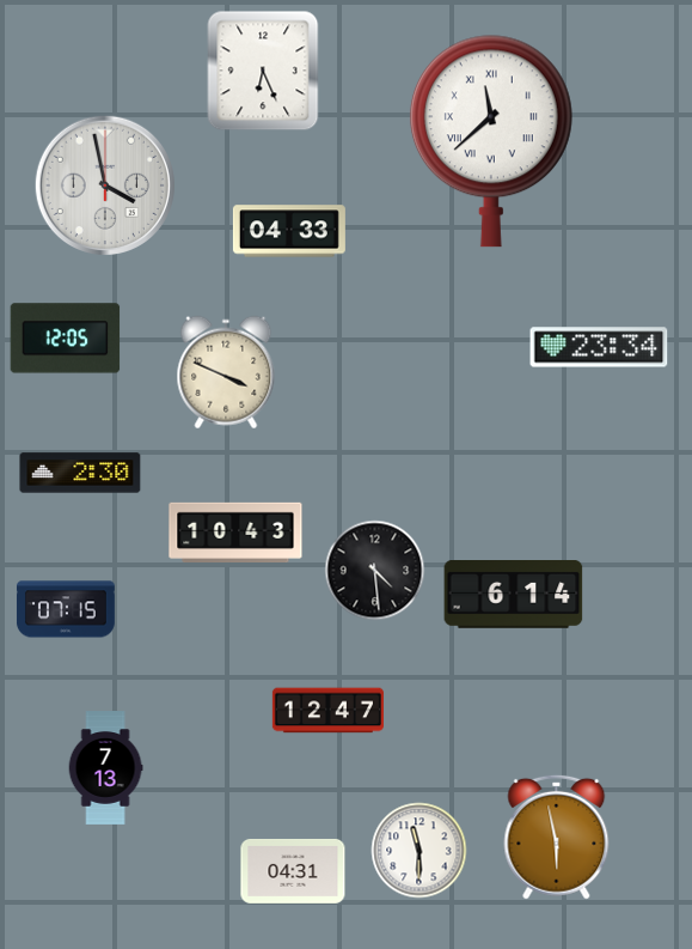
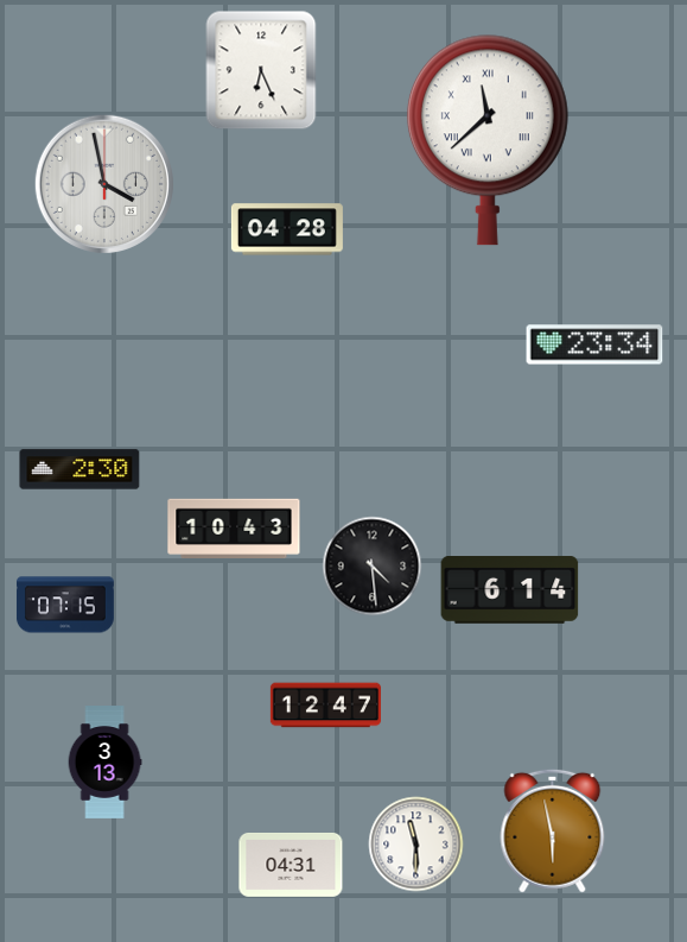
clock at (289, 231): 04:33 -> 04:28
clock at (66, 339): 12:05 -> none
clock at (226, 372): 3:49 -> none
clock at (105, 768): 7:13 -> 3:13
